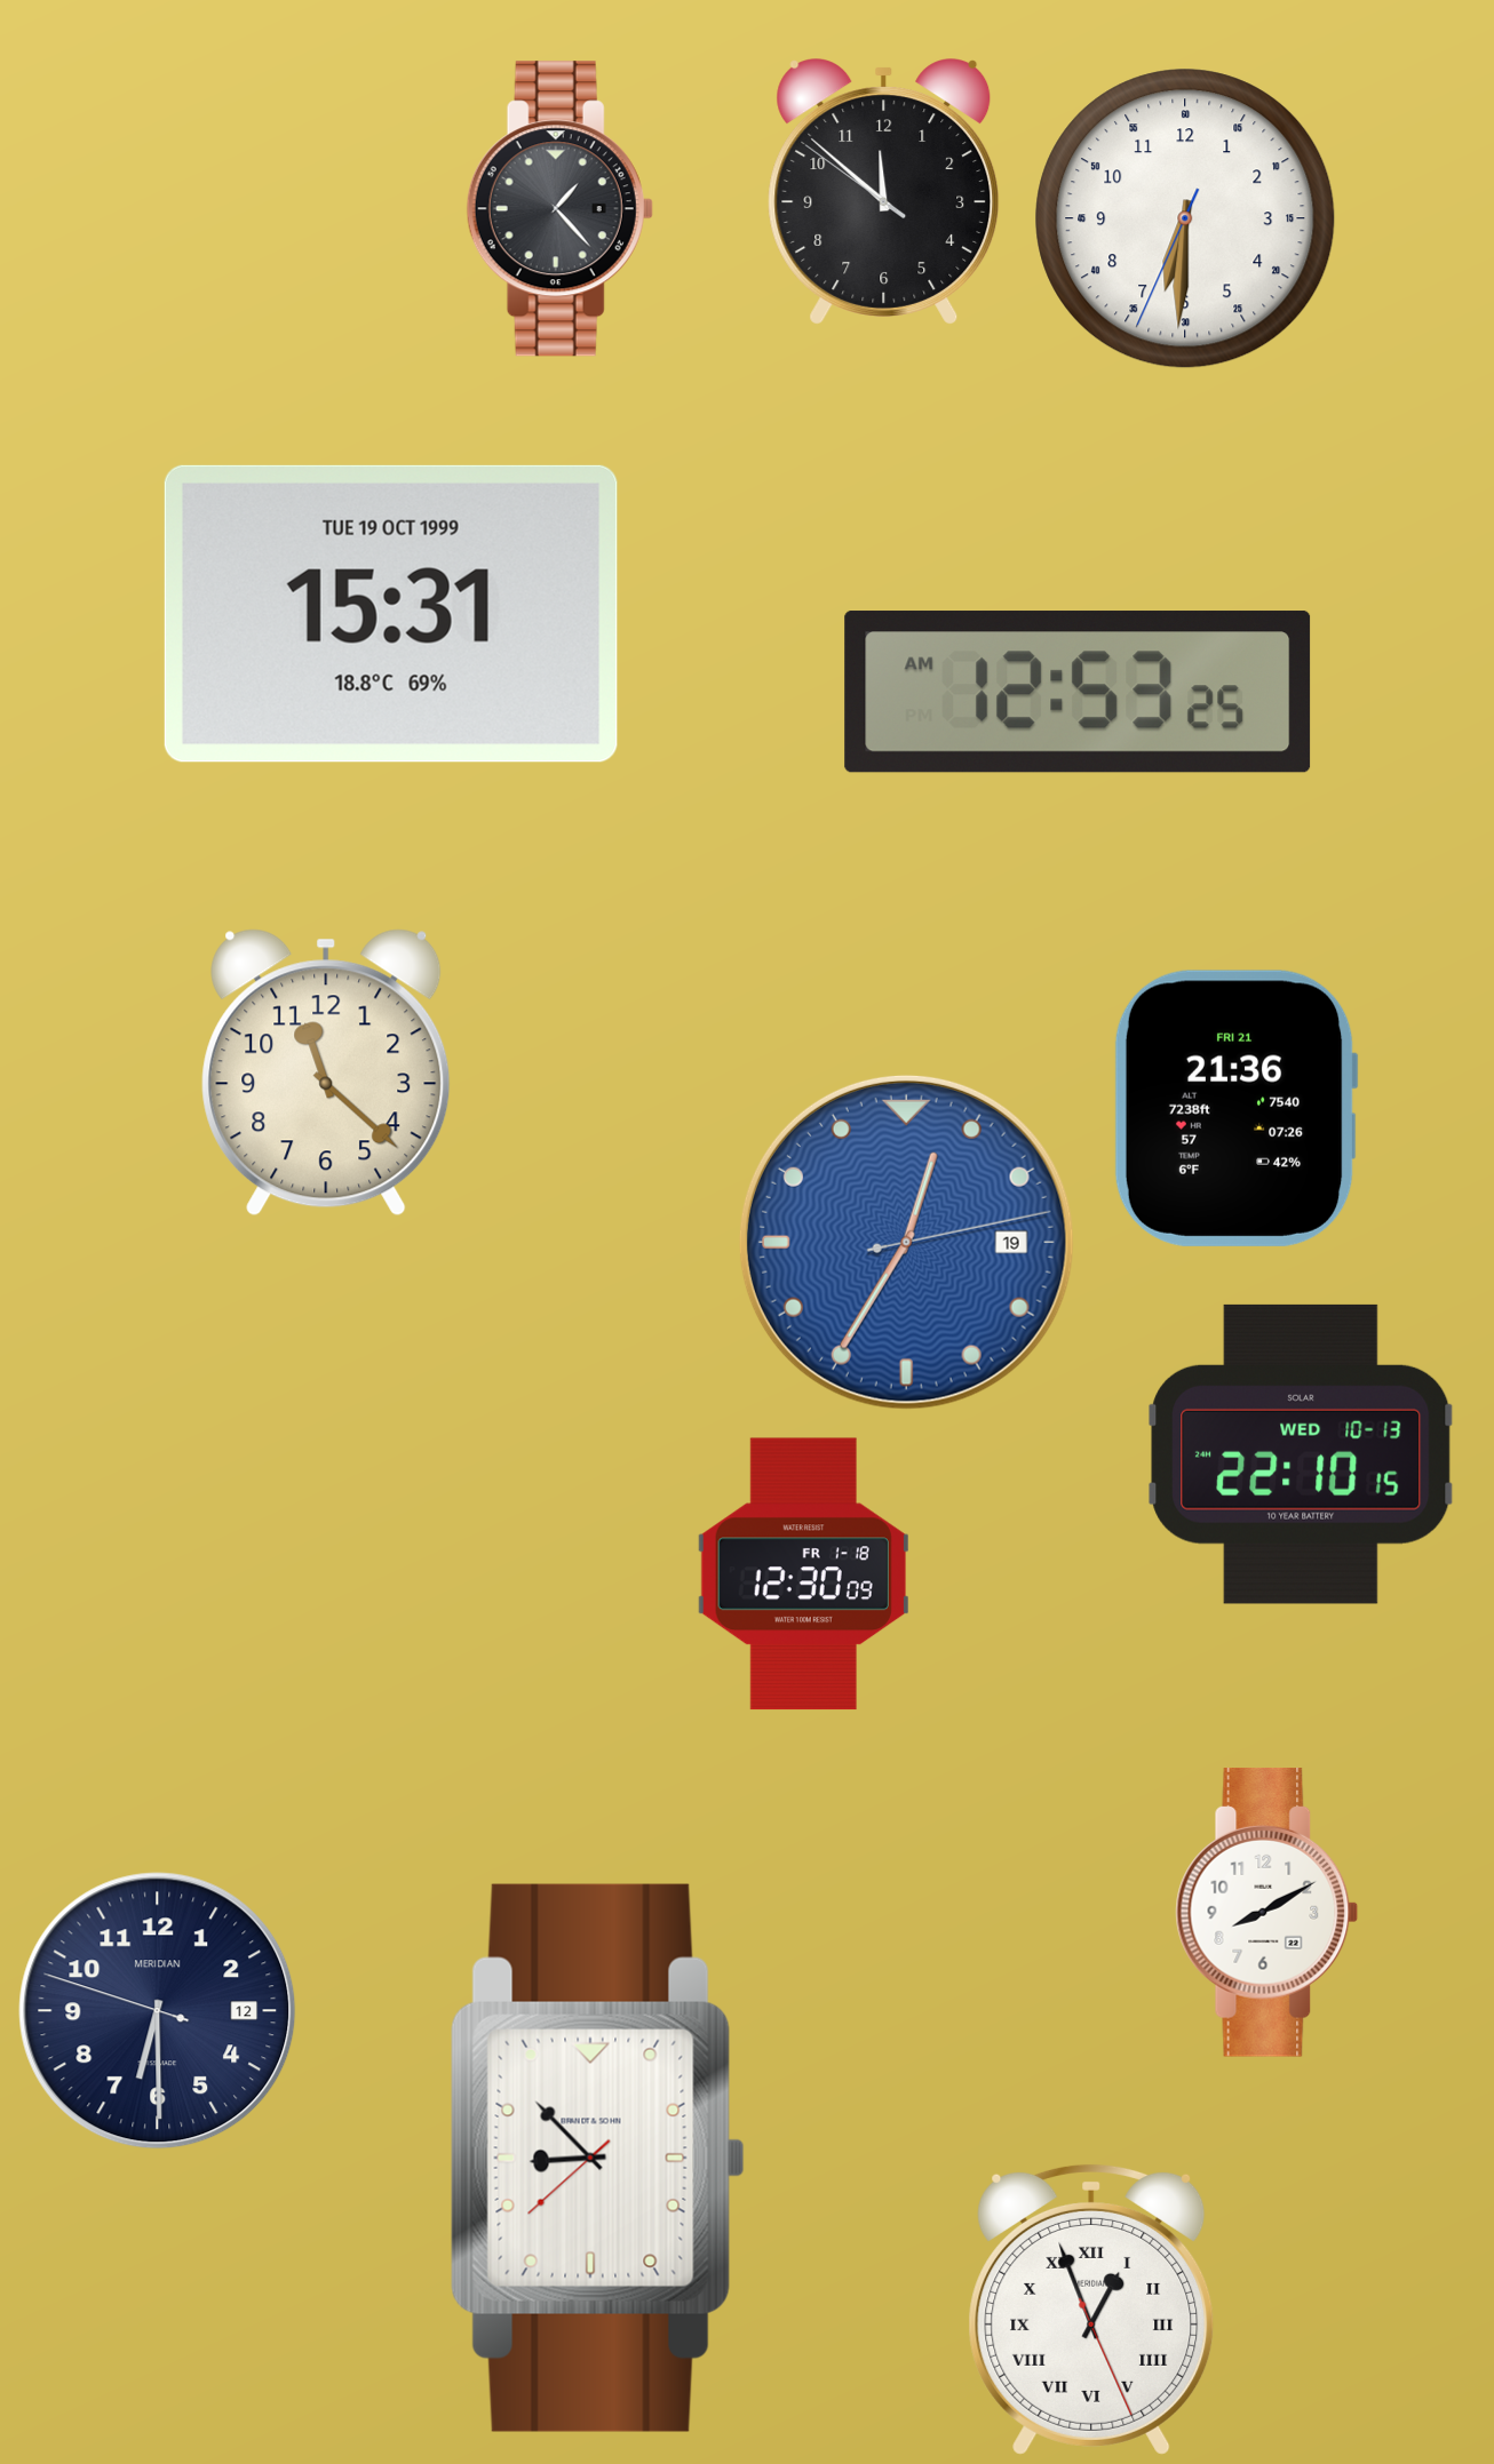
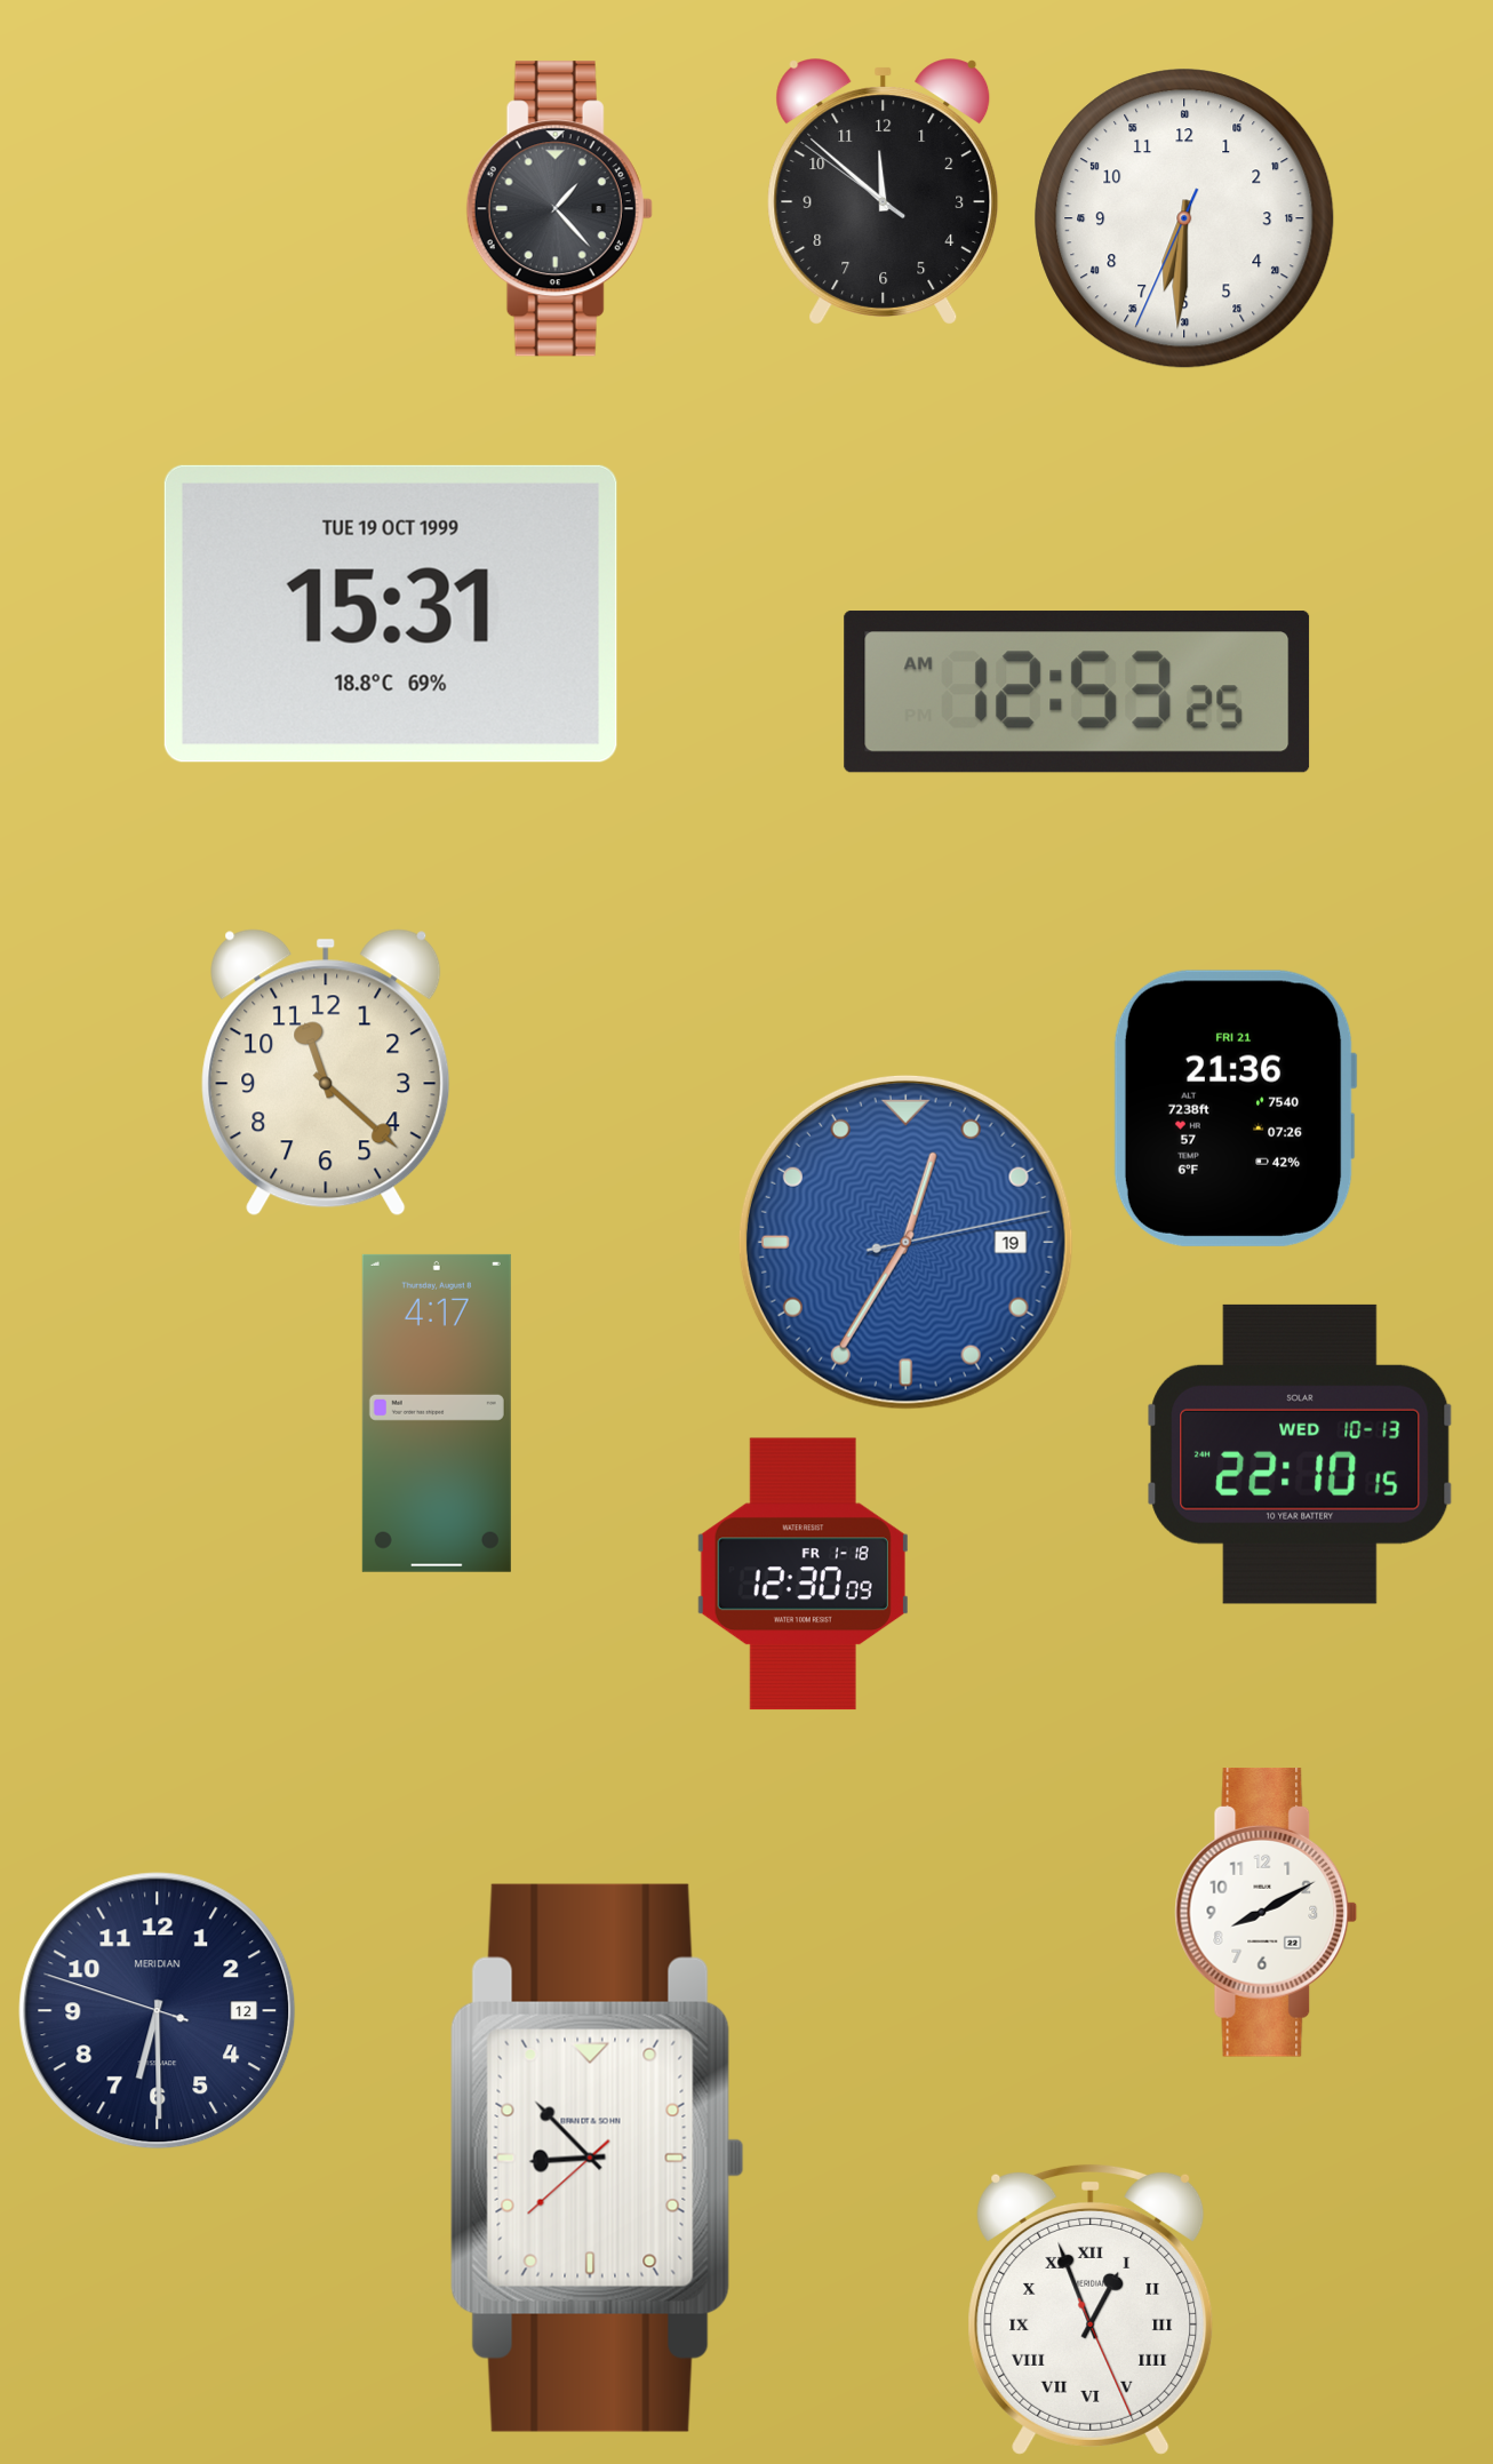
clock at (437, 1413): none -> 4:17
